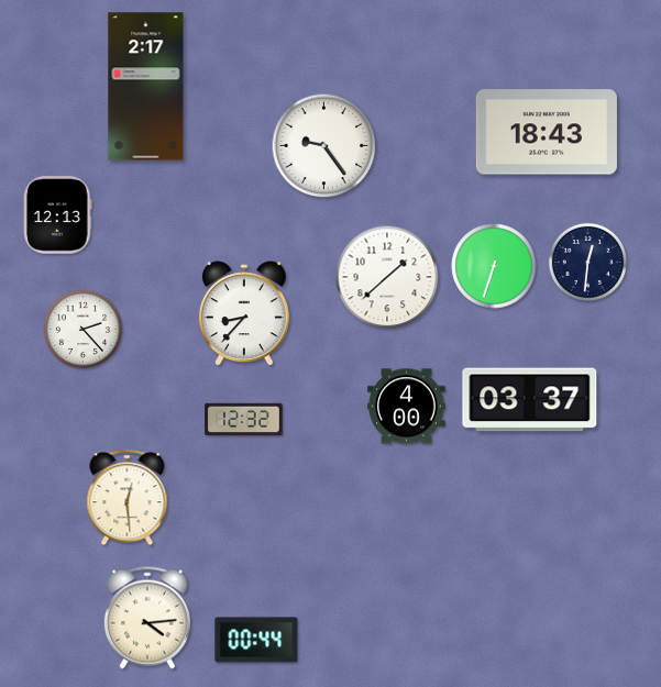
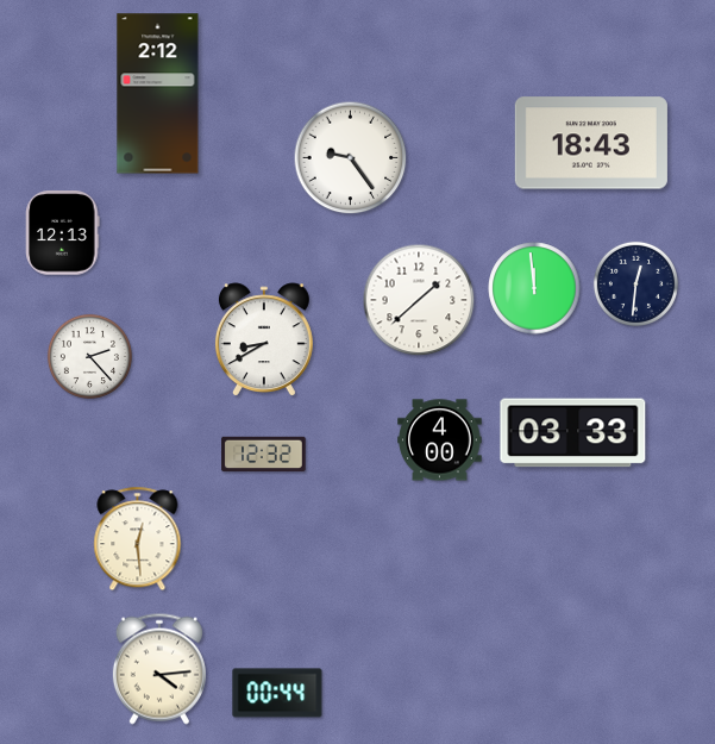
clock at (146, 87): 2:17 -> 2:12
clock at (494, 266): 6:33 -> 11:59
clock at (244, 314): 8:37 -> 8:40
clock at (530, 400): 03:37 -> 03:33
